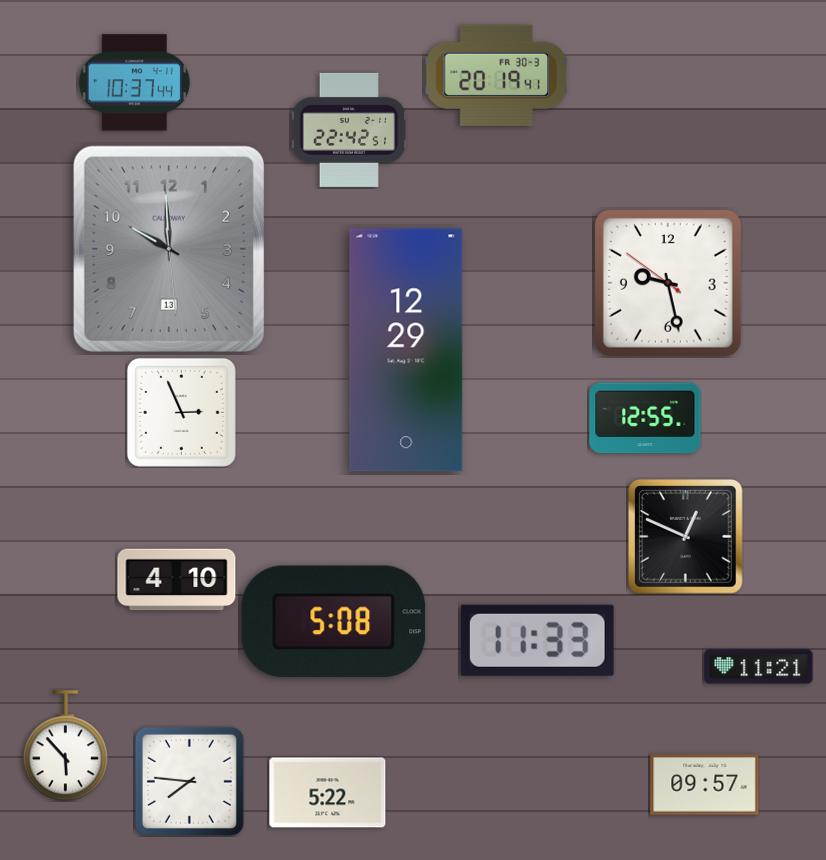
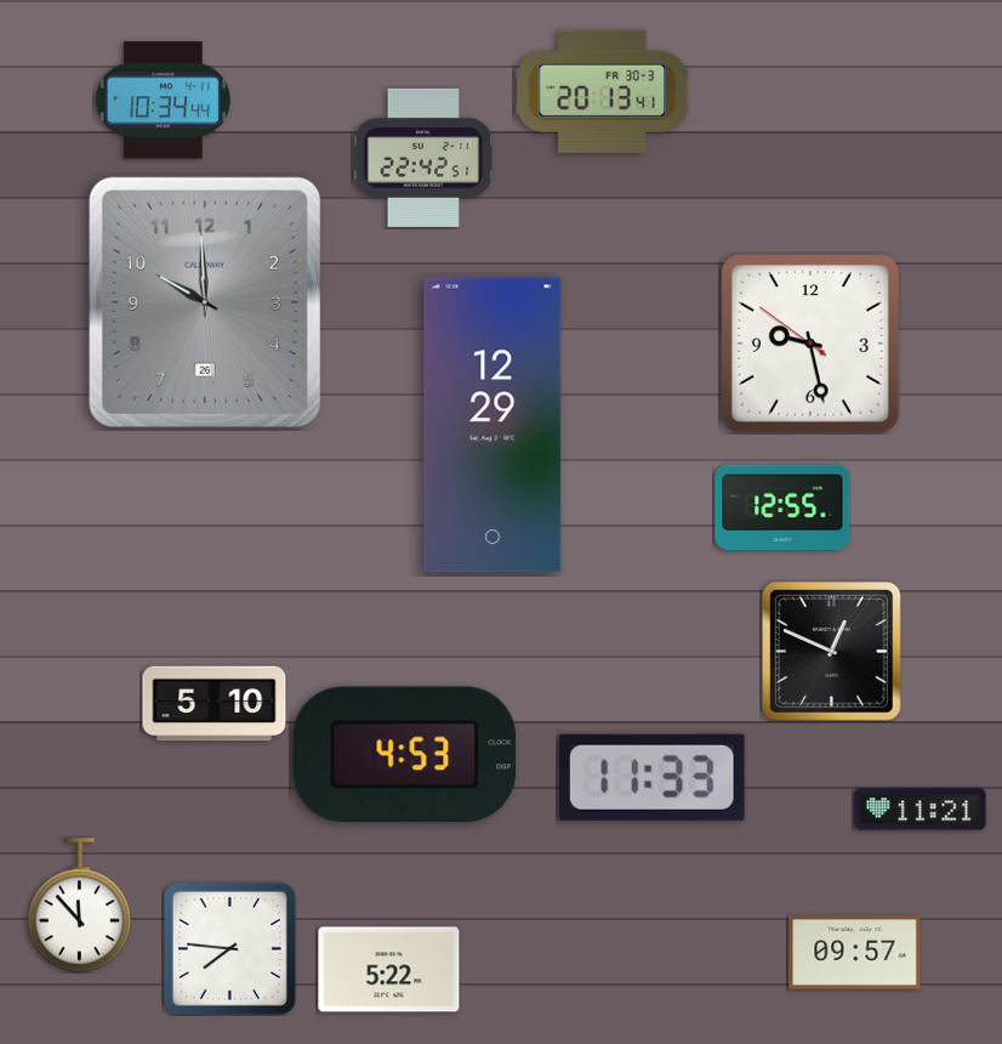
clock at (496, 75): 20:19 -> 20:13
clock at (134, 83): 10:37 -> 10:34
clock at (169, 249) date: 13 -> 26
clock at (181, 412): 2:56 -> none
clock at (177, 580): 4:10 -> 5:10
clock at (334, 622): 5:08 -> 4:53
clock at (65, 746): 5:53 -> 11:53
clock at (328, 793) position: (328, 793) -> (389, 970)
